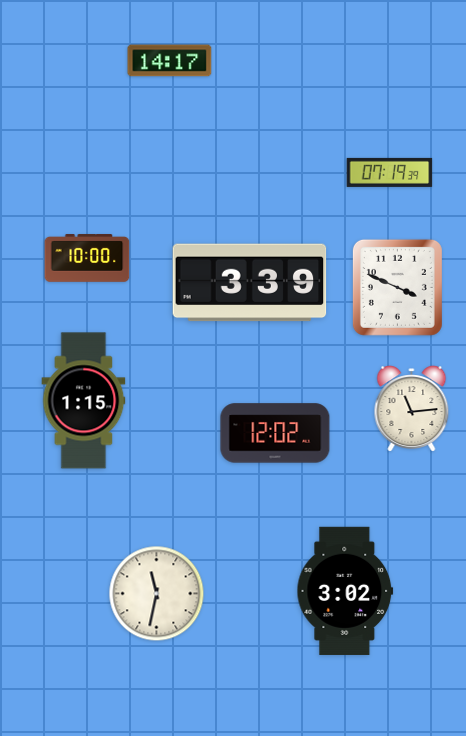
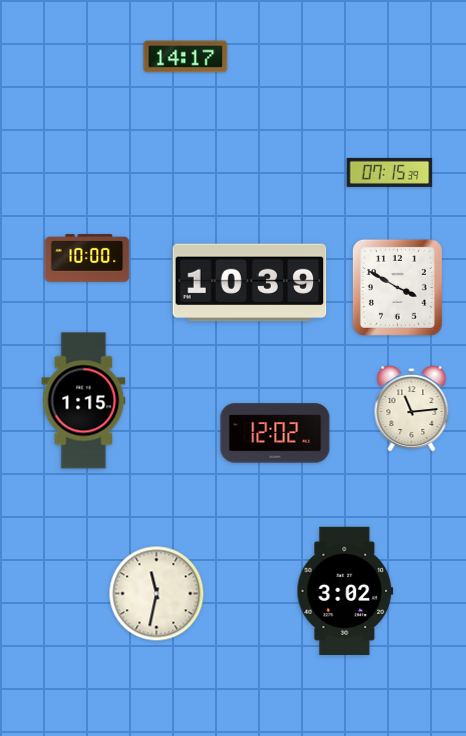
clock at (170, 61) position: (170, 61) -> (186, 57)
clock at (390, 172): 07:19 -> 07:15
clock at (250, 283): 3:39 -> 10:39
clock at (397, 287): 3:49 -> 3:50
